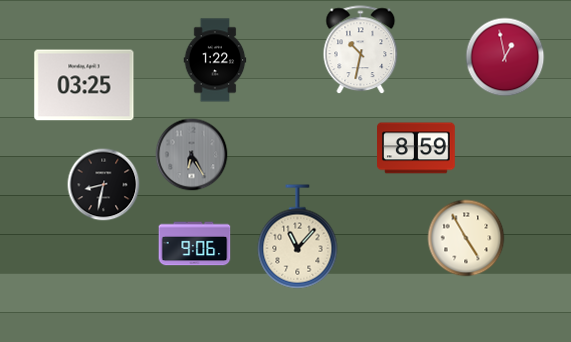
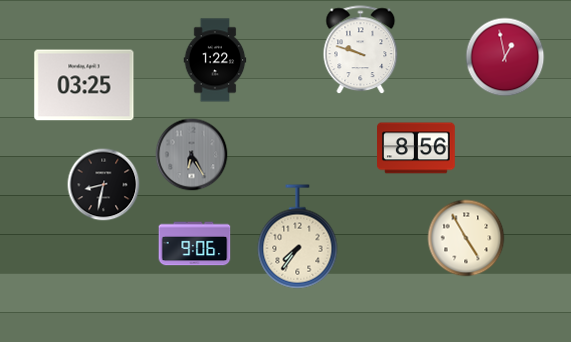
clock at (361, 50): 10:32 -> 9:48
clock at (417, 148): 8:59 -> 8:56
clock at (298, 237): 11:07 -> 7:36
